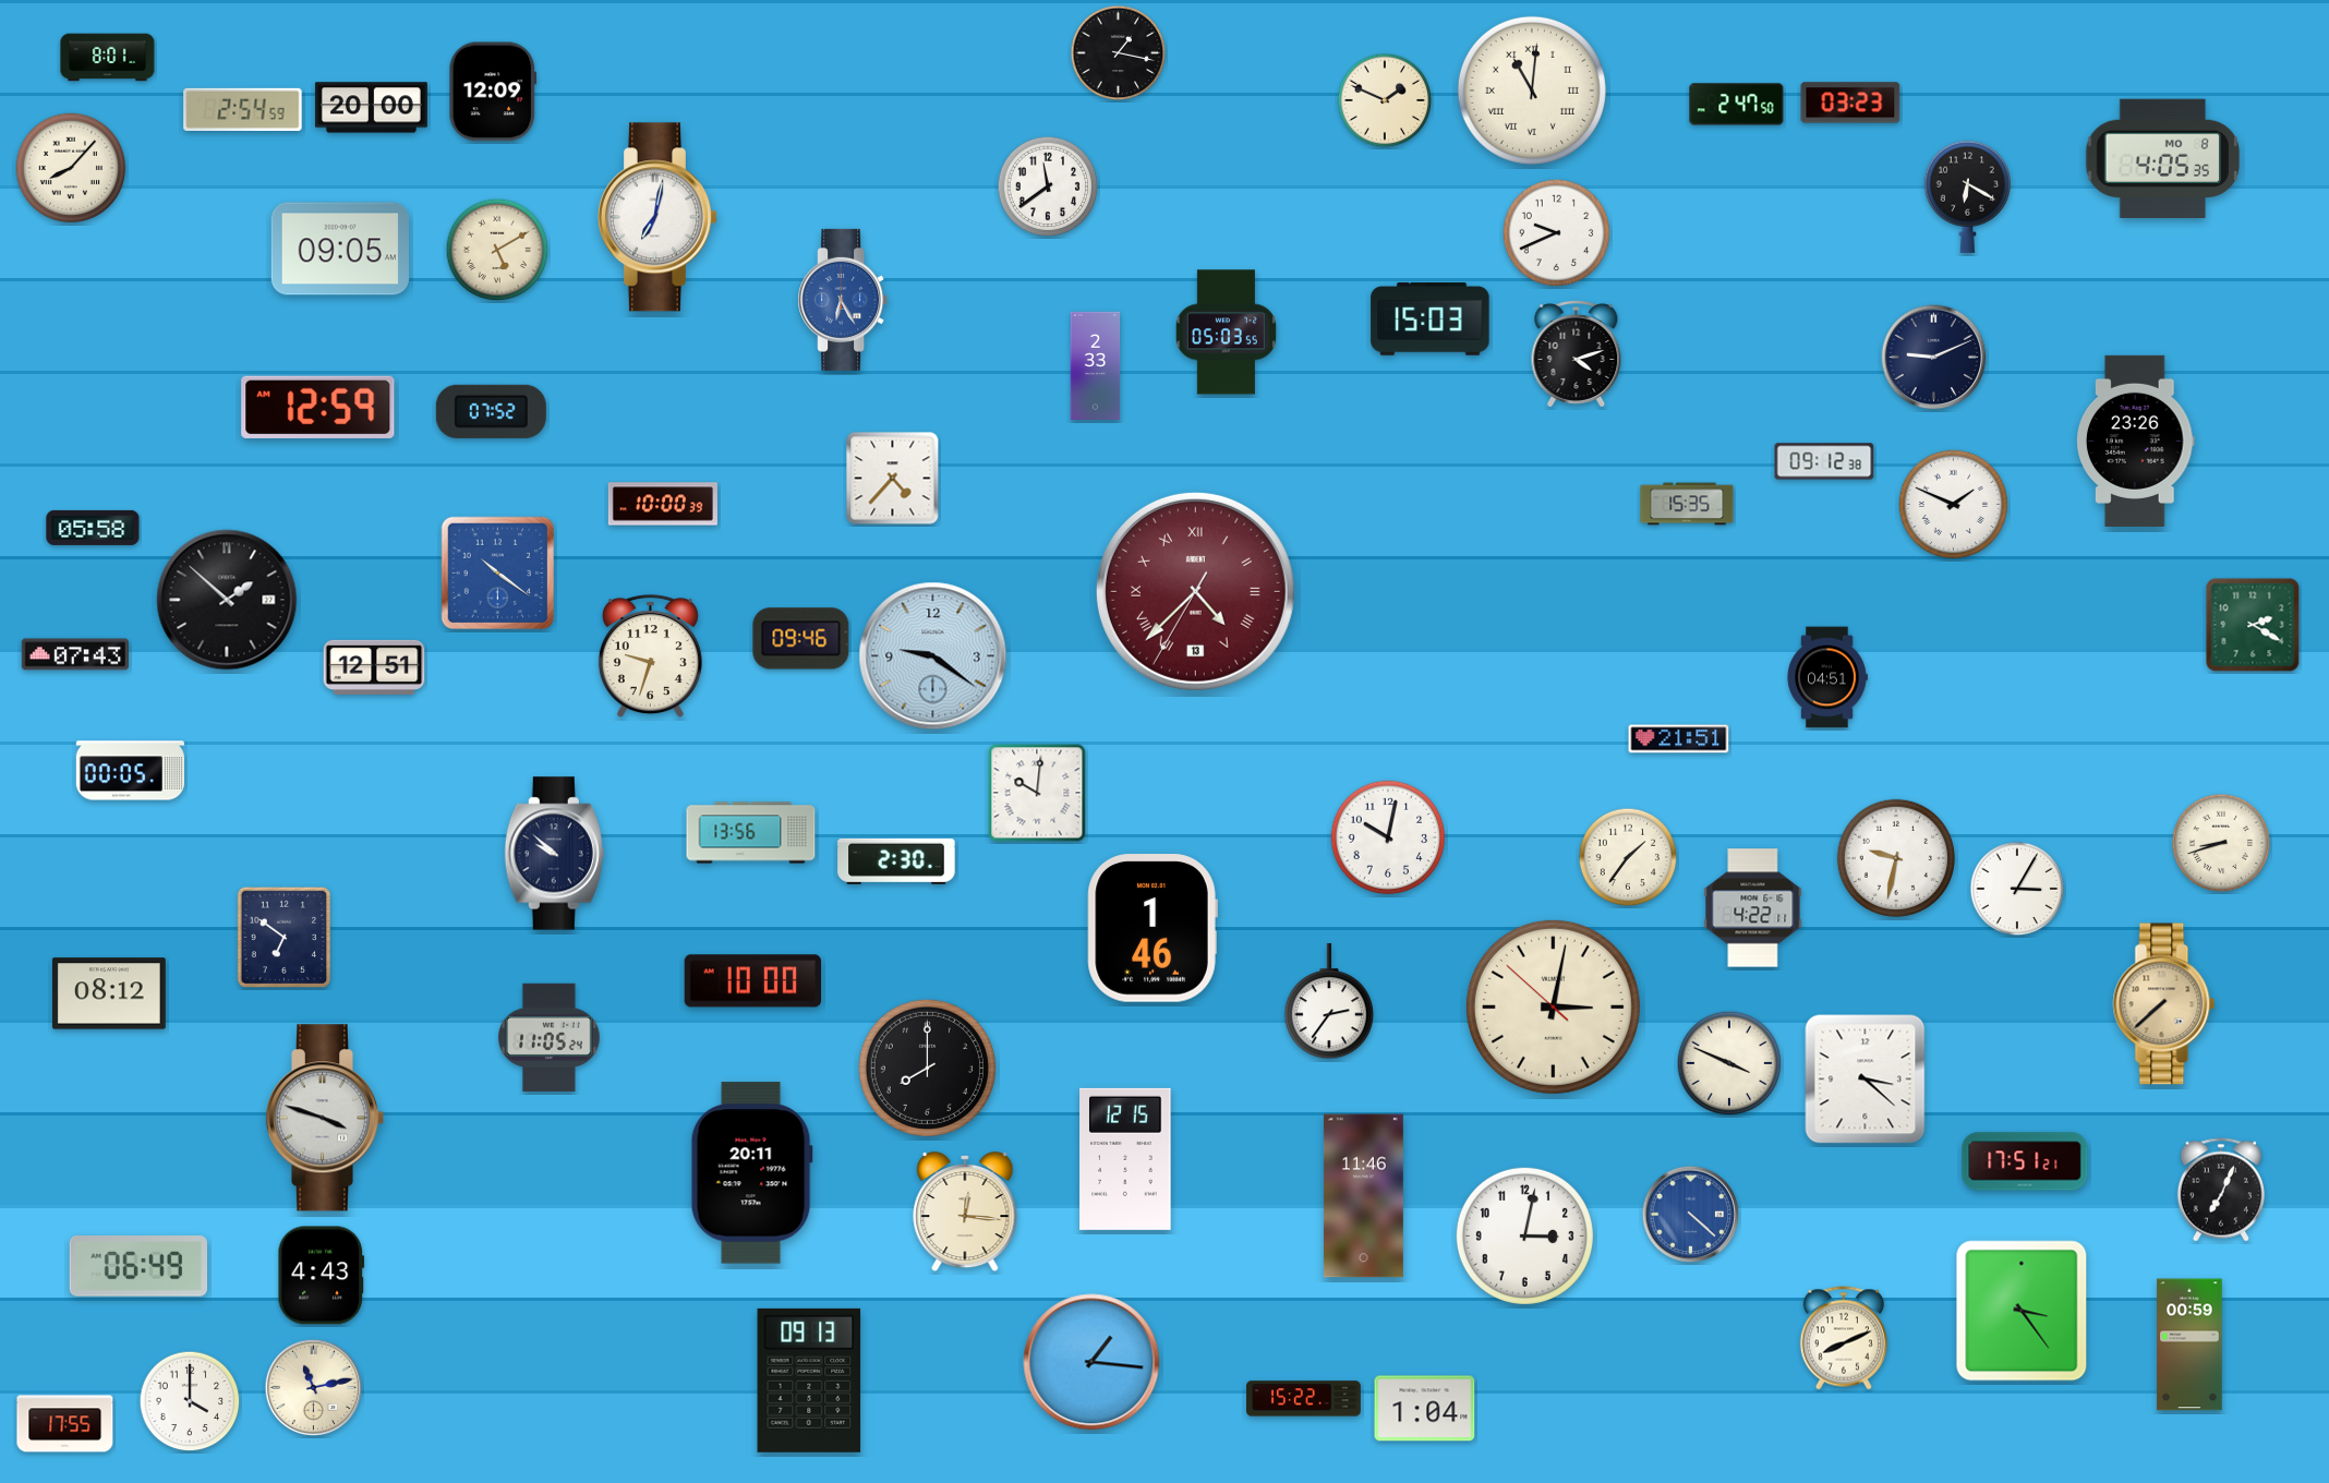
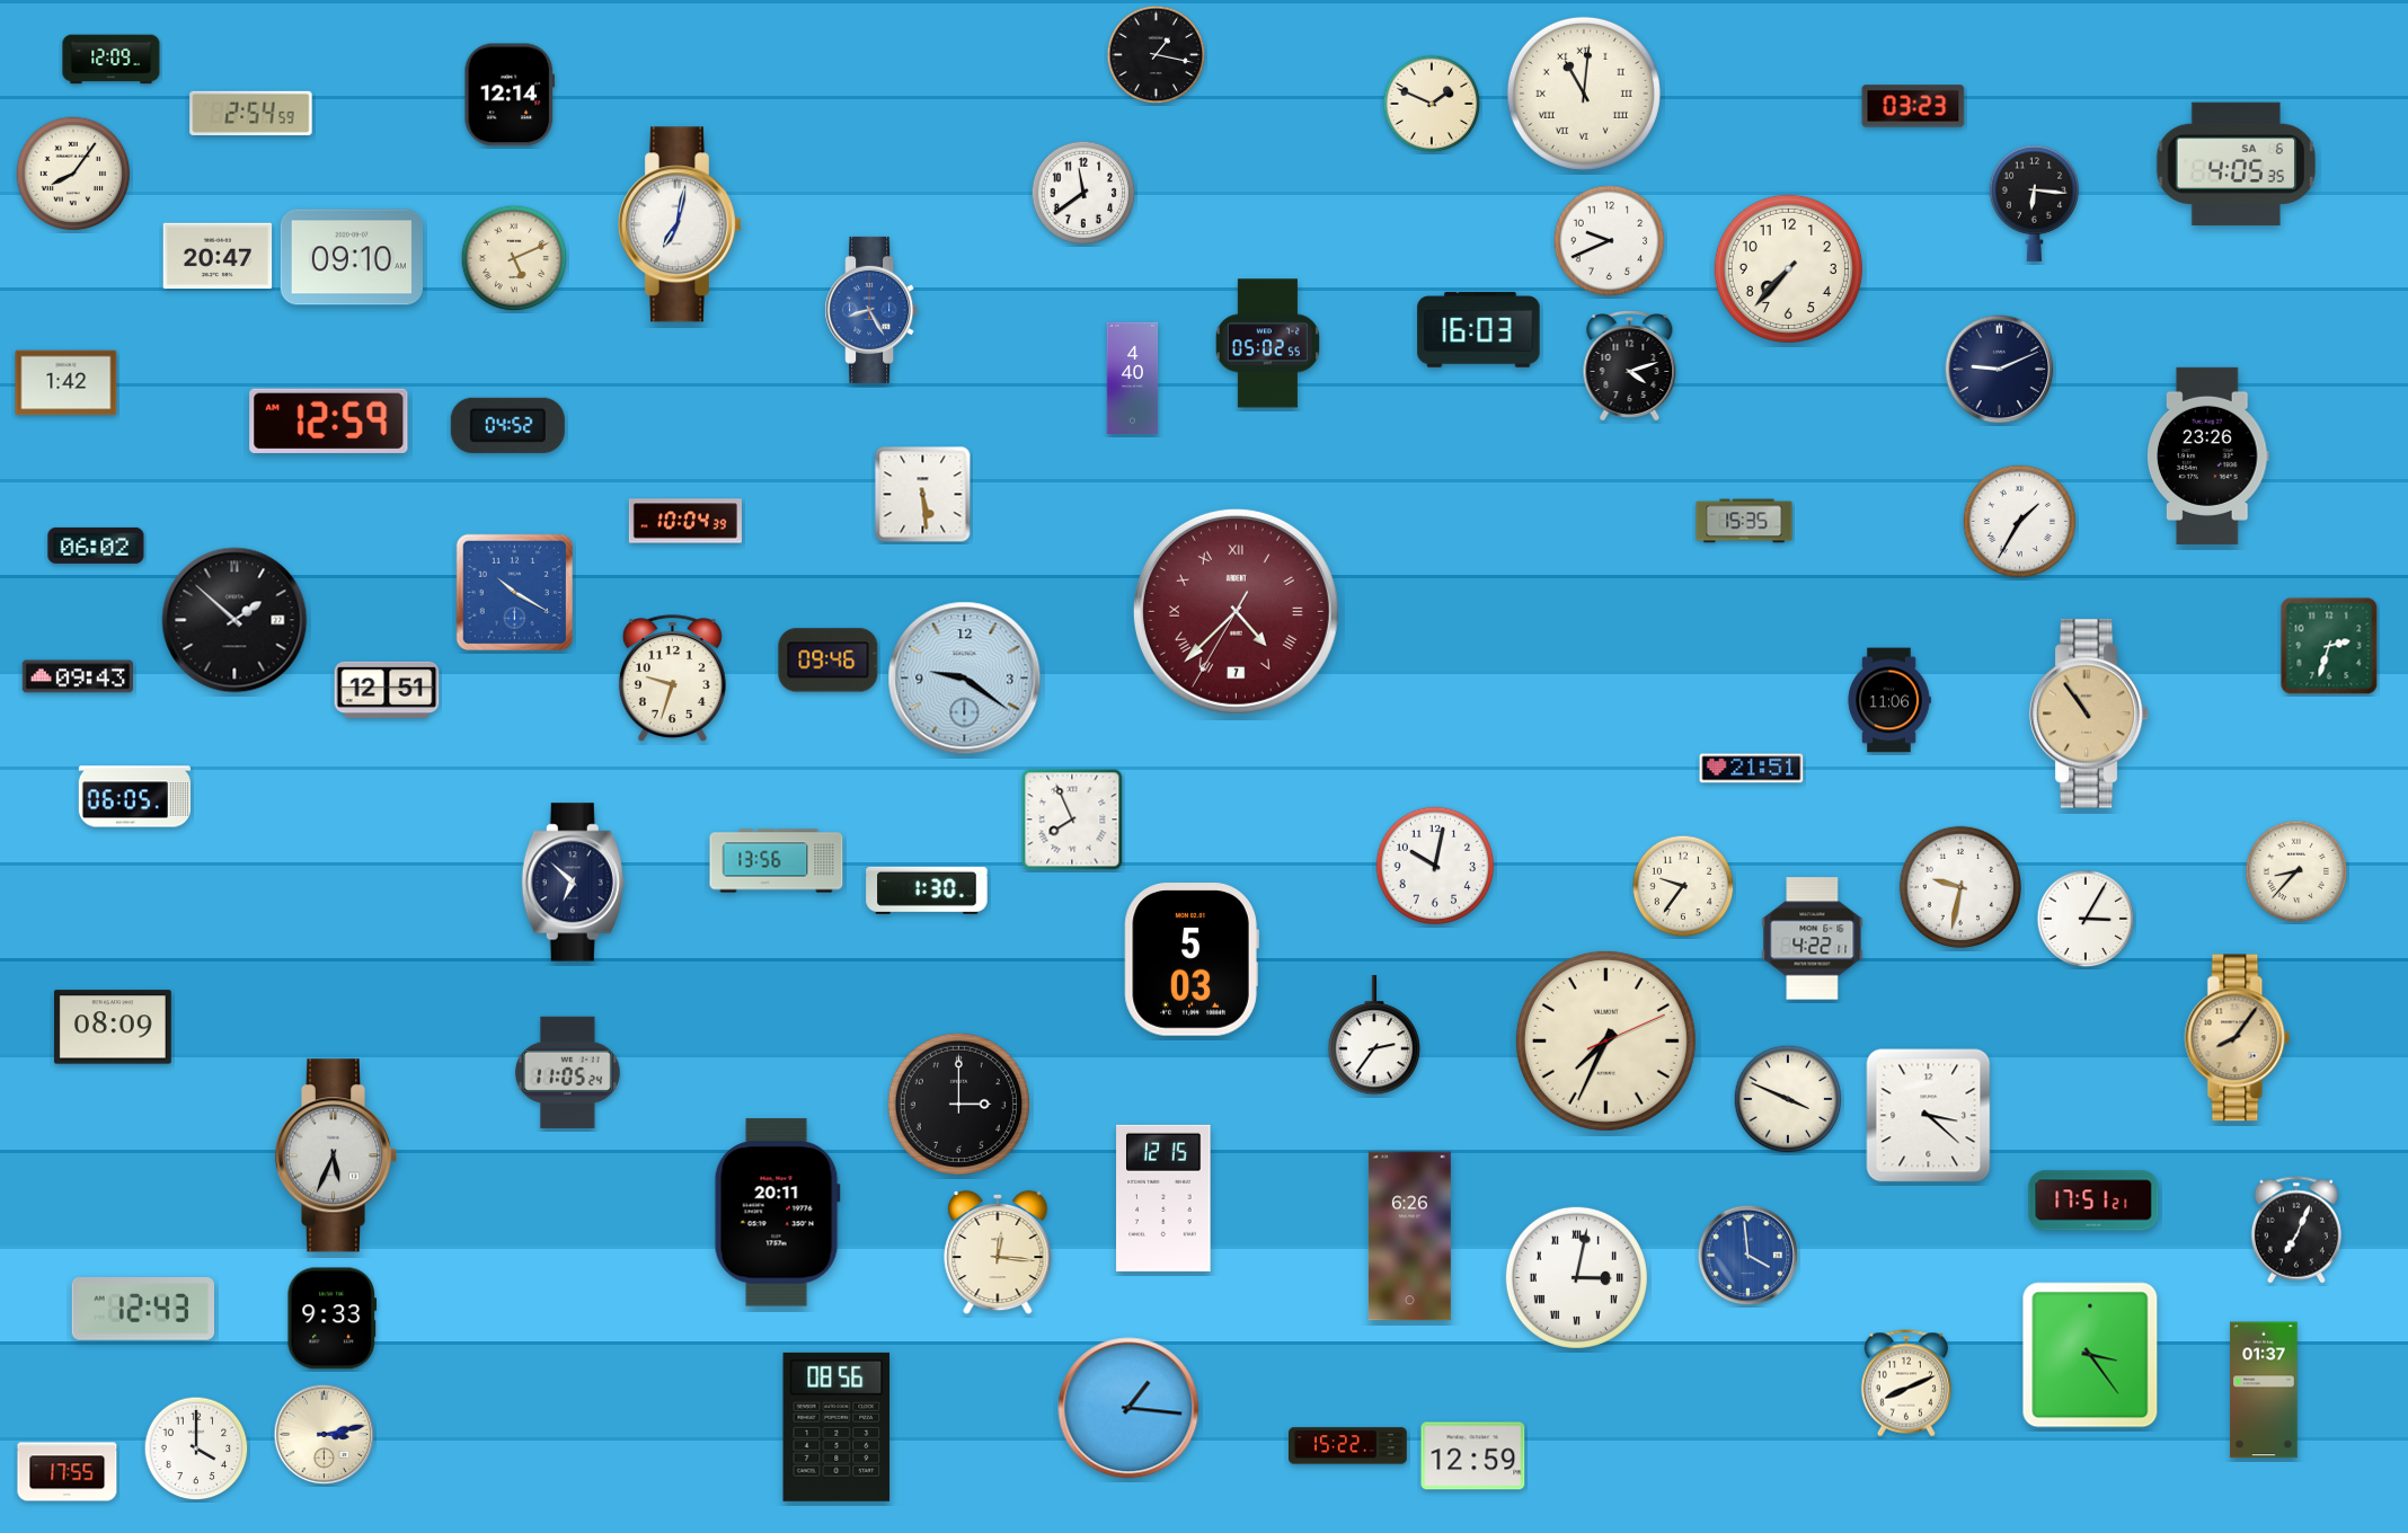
clock at (108, 58): 8:01 -> 12:09
clock at (493, 92): 12:09 -> 12:14
clock at (1737, 105): 2:47 -> none
clock at (371, 108): 20:00 -> none
clock at (2162, 158) date: MO 8 -> SA 6
clock at (71, 168): 8:07 -> 8:06
clock at (1967, 196): 6:20 -> 6:16
clock at (218, 256): none -> 20:47
clock at (339, 249): 09:05 -> 09:10
clock at (497, 250): 5:10 -> 5:11
clock at (1788, 268): none -> 7:37
clock at (843, 300): 6:25 -> 8:25
clock at (1431, 319): 15:03 -> 16:03
clock at (1226, 333): 05:03 -> 05:02
clock at (1096, 365): 2:33 -> 4:40
clock at (67, 383): none -> 1:42
clock at (491, 411): 07:52 -> 04:52
clock at (1824, 461): 09:12 -> none
clock at (893, 479): 4:37 -> 5:29
clock at (663, 504): 10:00 -> 10:04
clock at (1954, 505): 1:49 -> 1:35
clock at (93, 528): 05:58 -> 06:02
clock at (497, 572): 10:21 -> 10:20
clock at (1195, 591) date: 13 -> 7
clock at (2253, 625): 2:20 -> 2:33
clock at (74, 654): 07:43 -> 09:43
clock at (1827, 677): 04:51 -> 11:06
clock at (2089, 714): none -> 10:54
clock at (1679, 739) position: (1679, 739) -> (1752, 769)
clock at (130, 771): 00:05 -> 06:05
clock at (1037, 793): 10:01 -> 7:56
clock at (2221, 843): 8:42 -> 8:37
clock at (554, 854): 9:52 -> 6:52
clock at (1628, 857): 1:36 -> 9:36
clock at (896, 861): 2:30 -> 1:30
clock at (1153, 928): 1:46 -> 5:03
clock at (285, 938): 6:51 -> none
clock at (753, 981): 10:00 -> none
clock at (109, 993): 08:12 -> 08:09
clock at (2164, 1004): 7:38 -> 8:06
clock at (1553, 1006): 3:01 -> 7:34
clock at (927, 1068): 8:00 -> 3:00
clock at (325, 1118): 3:48 -> 5:34
clock at (1363, 1196): 11:46 -> 6:26
clock at (1691, 1215): 4:22 -> 3:59
clock at (1524, 1235) numerals: Arabic -> Roman
clock at (137, 1267): 06:49 -> 12:43
clock at (322, 1276): 4:43 -> 9:33
clock at (2189, 1345): 00:59 -> 01:37
clock at (809, 1380): 09:13 -> 08:56
clock at (314, 1388): 11:13 -> 3:13
clock at (1425, 1409): 1:04 -> 12:59
